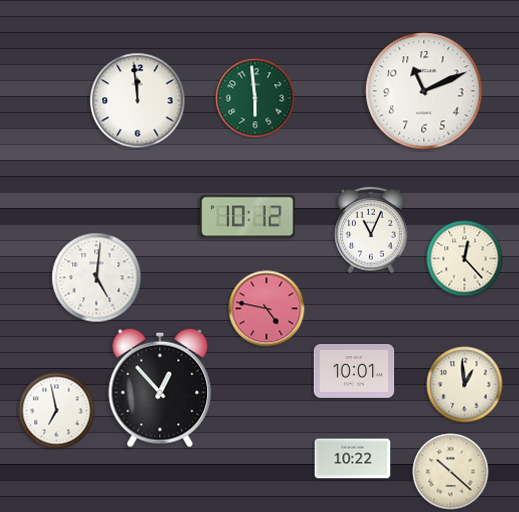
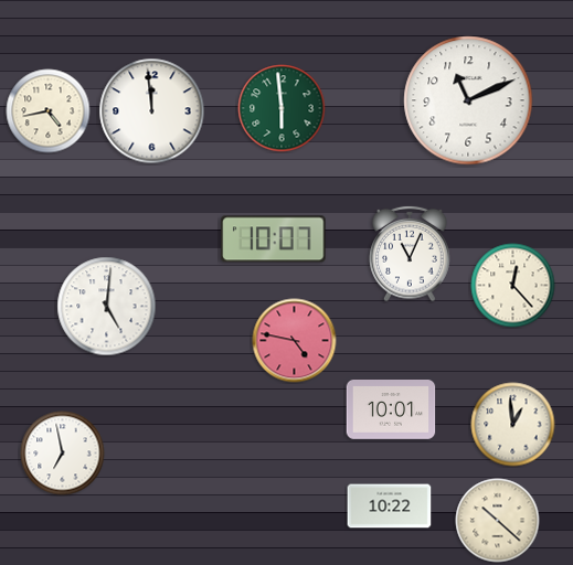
clock at (49, 111): none -> 4:43
clock at (248, 217): 10:12 -> 10:07
clock at (160, 388): 12:53 -> none
